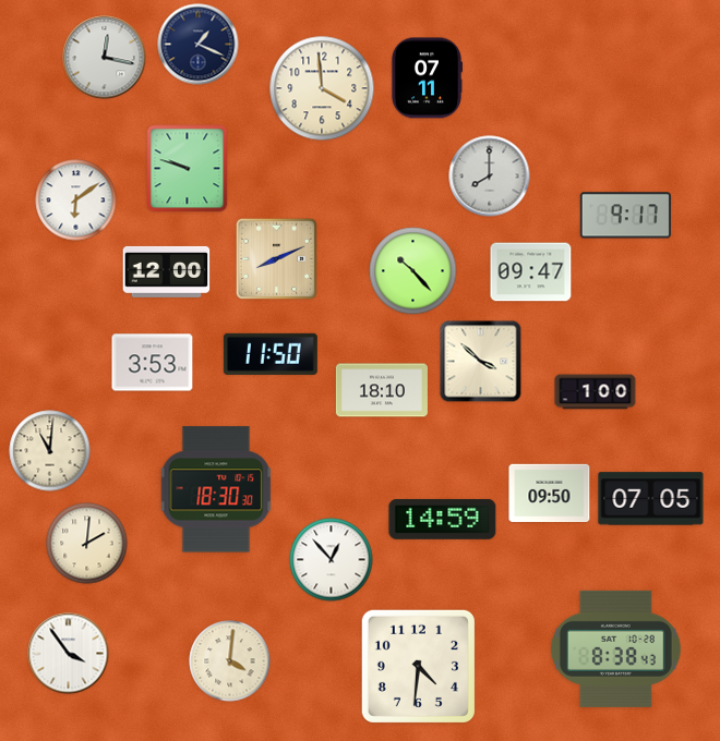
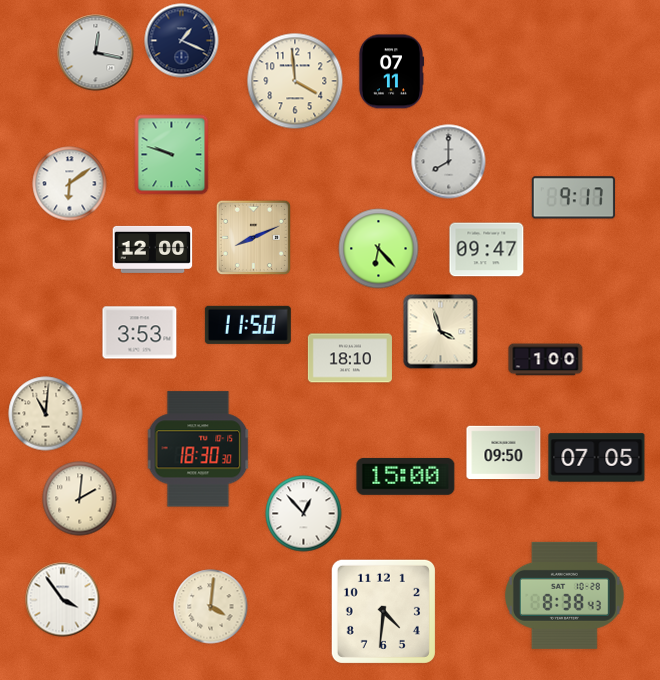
clock at (413, 271): 10:23 -> 6:23
clock at (481, 362): 3:52 -> 3:57
clock at (443, 519): 14:59 -> 15:00
